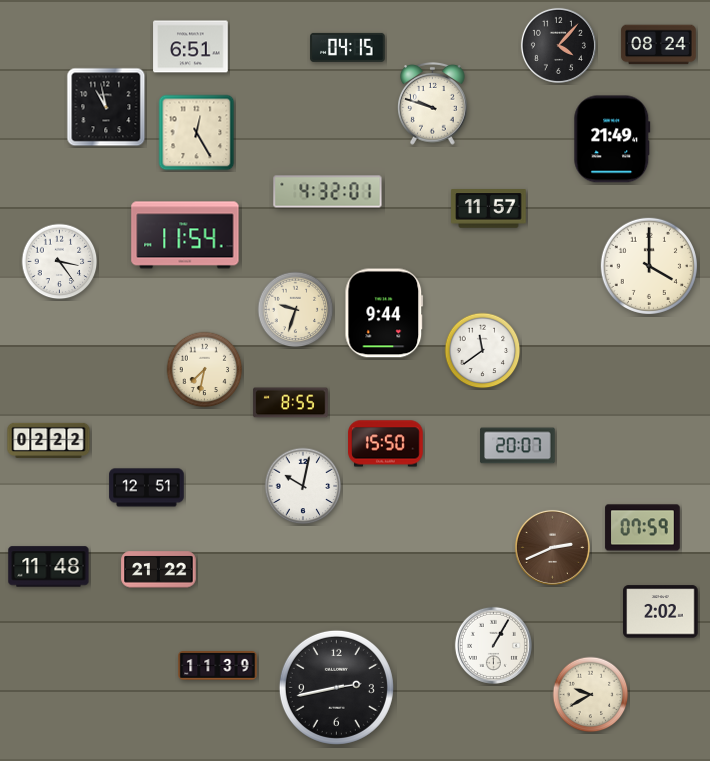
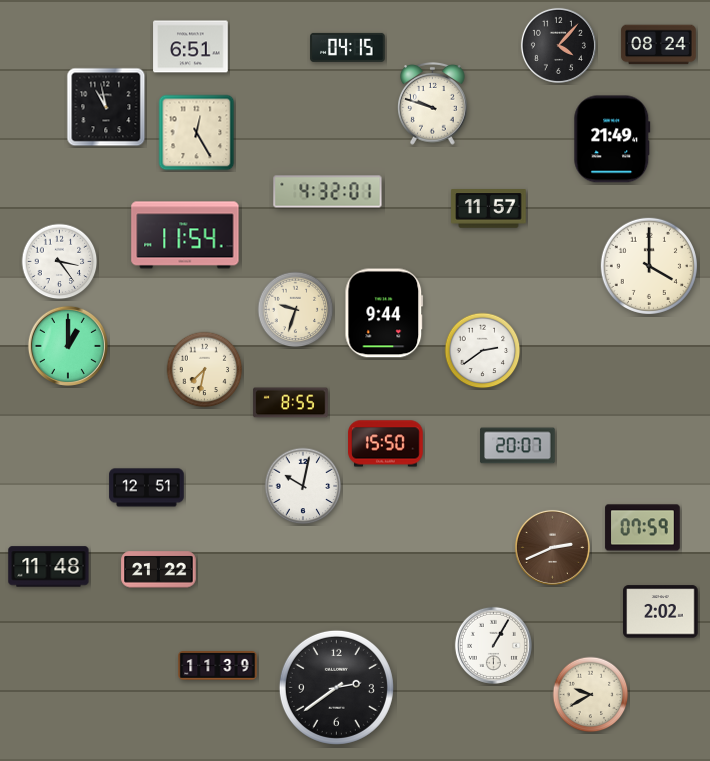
clock at (68, 346): none -> 1:00
clock at (483, 351): 11:39 -> 2:39
clock at (49, 440): 02:22 -> none
clock at (336, 687): 2:43 -> 2:39
